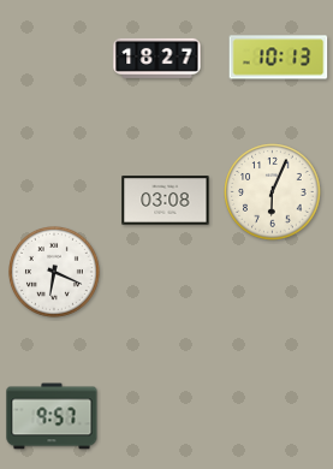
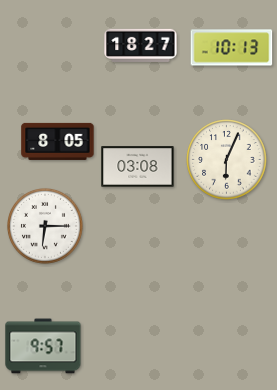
clock at (157, 58) position: (157, 58) -> (141, 45)
clock at (58, 141): none -> 8:05
clock at (55, 273): 6:19 -> 6:15
